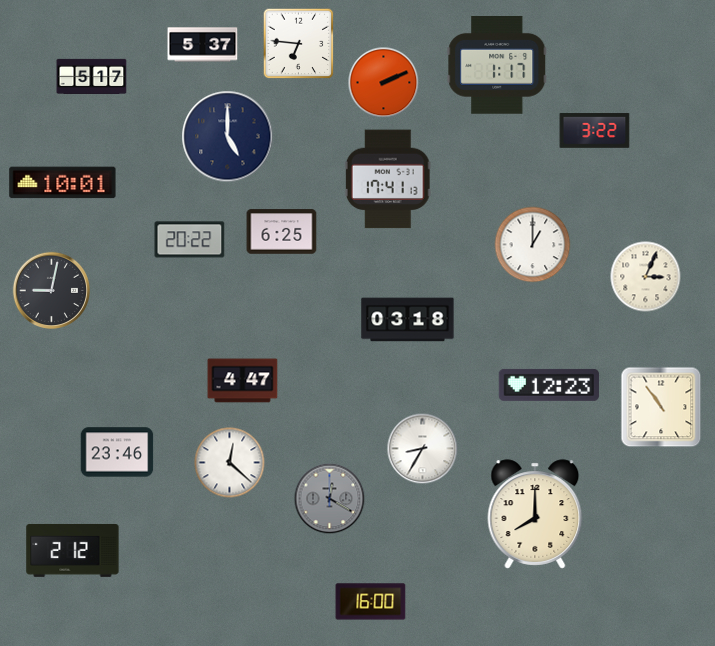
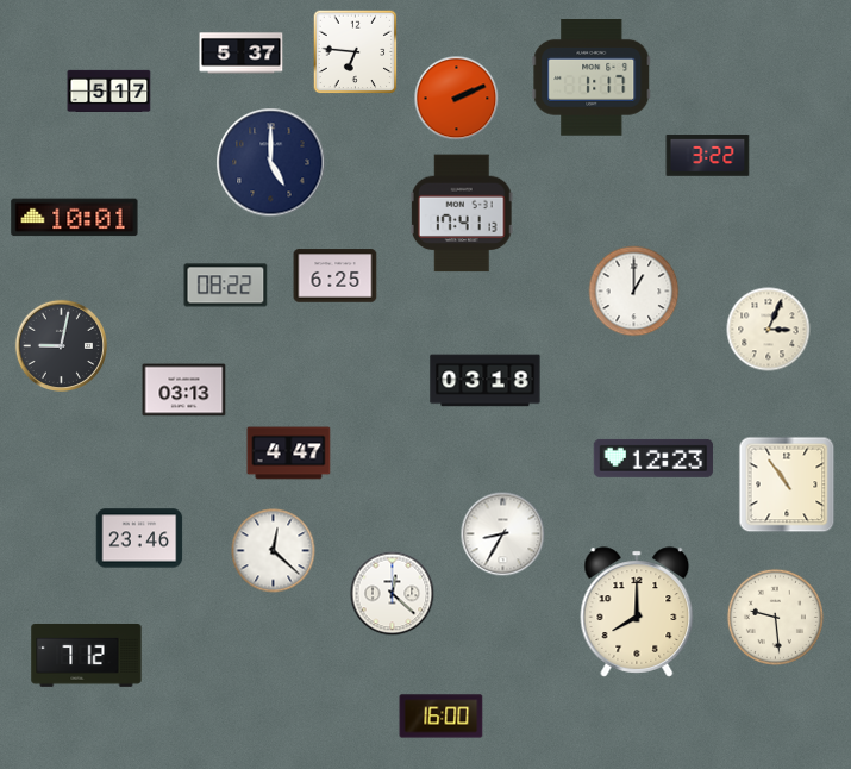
clock at (190, 240): 20:22 -> 08:22
clock at (184, 390): none -> 03:13
clock at (330, 499): 12:20 -> 12:22
clock at (330, 499) dial: grey -> white
clock at (775, 617): none -> 9:29
clock at (73, 551): 2:12 -> 7:12
